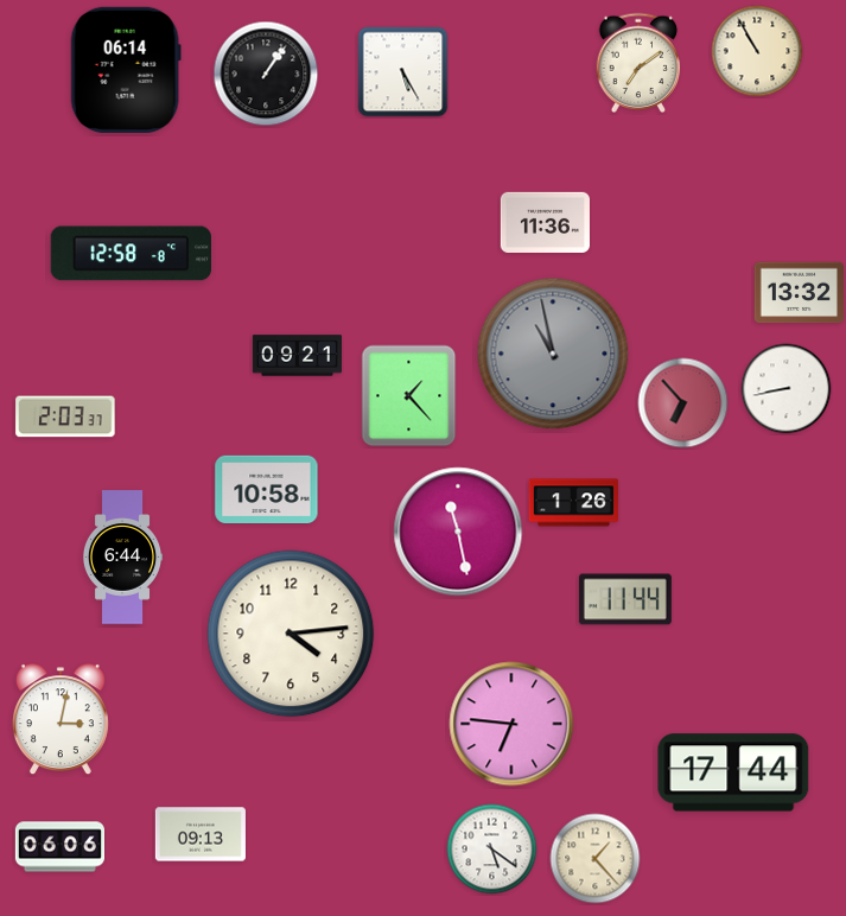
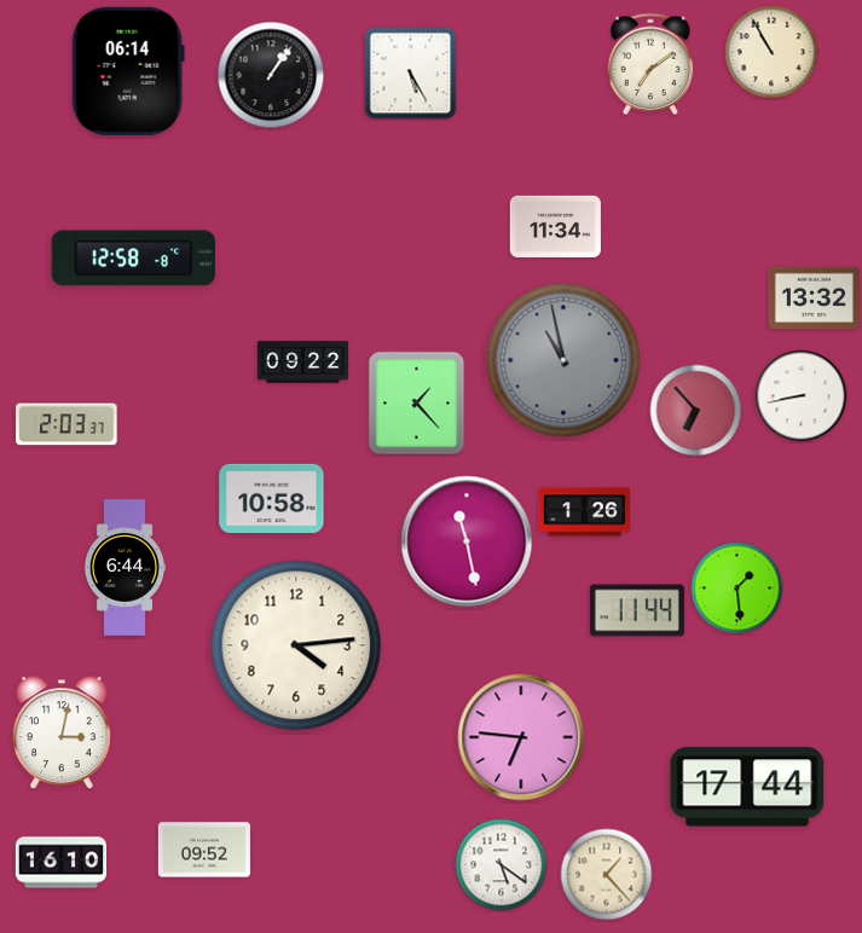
clock at (545, 222): 11:36 -> 11:34
clock at (297, 356): 09:21 -> 09:22
clock at (737, 589): none -> 1:29
clock at (201, 834): 09:13 -> 09:52
clock at (59, 847): 06:06 -> 16:10
